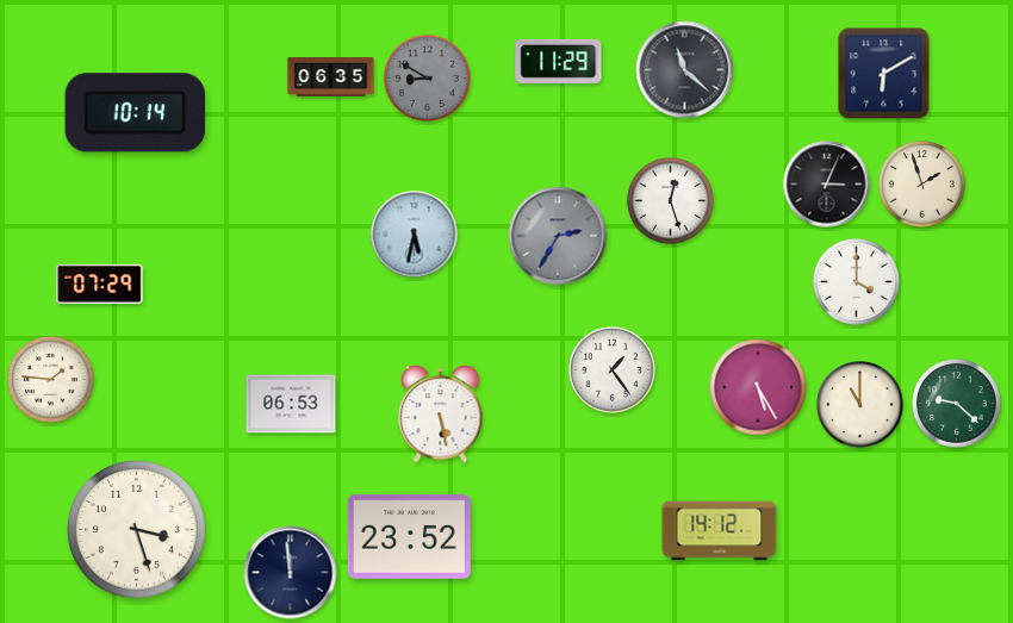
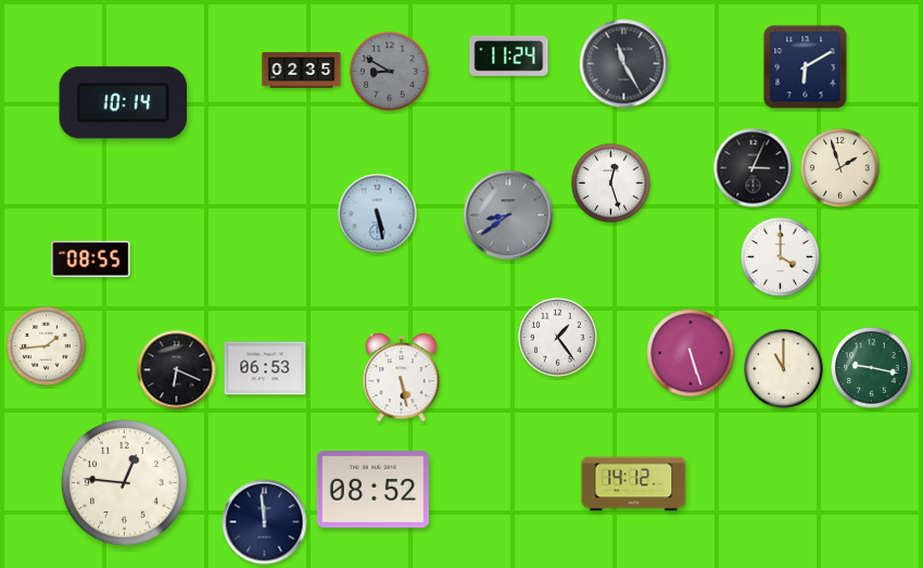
clock at (559, 61): 11:29 -> 11:24
clock at (685, 70): 11:22 -> 11:25
clock at (331, 77): 06:35 -> 02:35
clock at (415, 235): 5:32 -> 5:28
clock at (558, 236): 2:35 -> 8:39
clock at (100, 284): 07:29 -> 08:55
clock at (51, 380): 1:46 -> 1:44
clock at (758, 387): 5:25 -> 5:27
clock at (957, 404): 9:22 -> 9:17
clock at (177, 370): none -> 6:19
clock at (137, 530): 3:27 -> 12:46
clock at (720, 531) position: (720, 531) -> (634, 484)
clock at (409, 537): 23:52 -> 08:52
